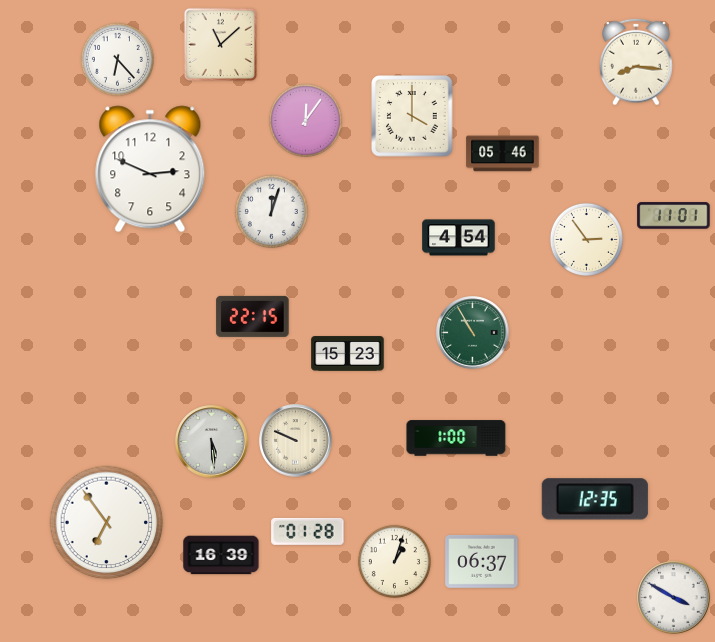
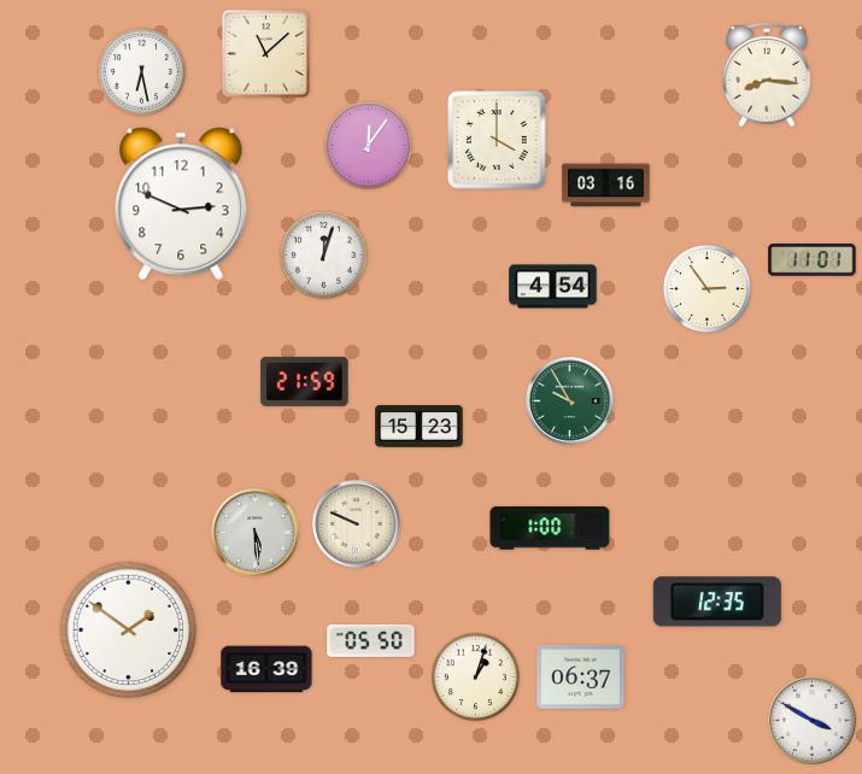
clock at (117, 59): 6:23 -> 6:28
clock at (503, 154): 05:46 -> 03:16
clock at (271, 211) position: (271, 211) -> (323, 254)
clock at (253, 316): 22:15 -> 21:59
clock at (473, 333): 10:55 -> 9:55
clock at (296, 441) position: (296, 441) -> (357, 524)
clock at (107, 523): 6:54 -> 1:51
clock at (308, 531): 01:28 -> 05:50
